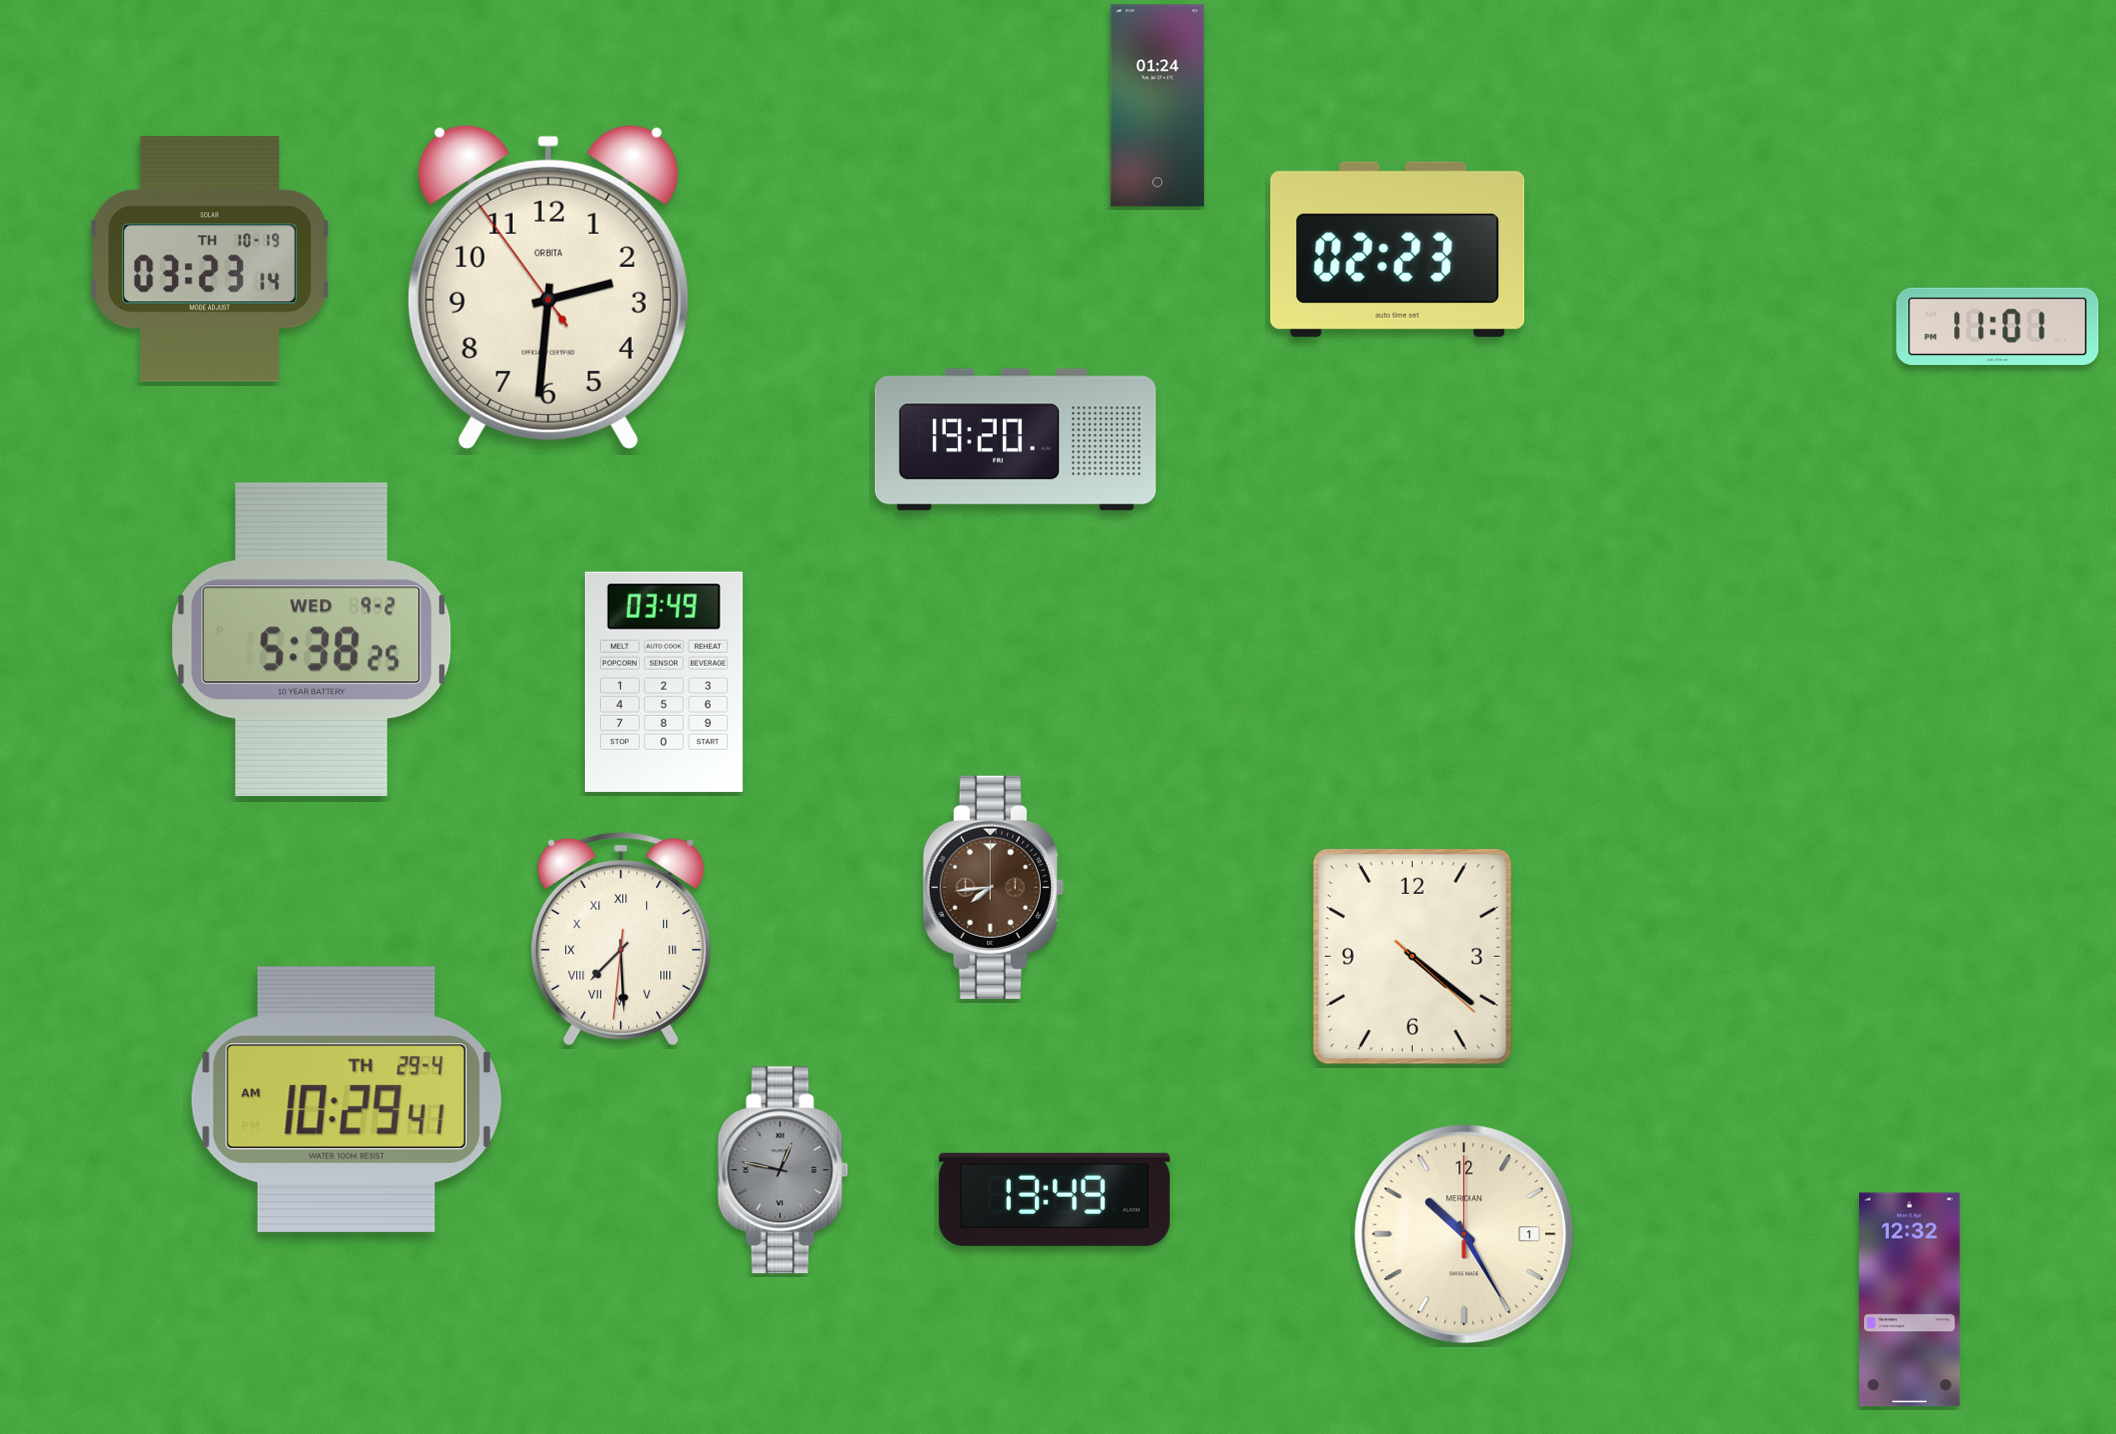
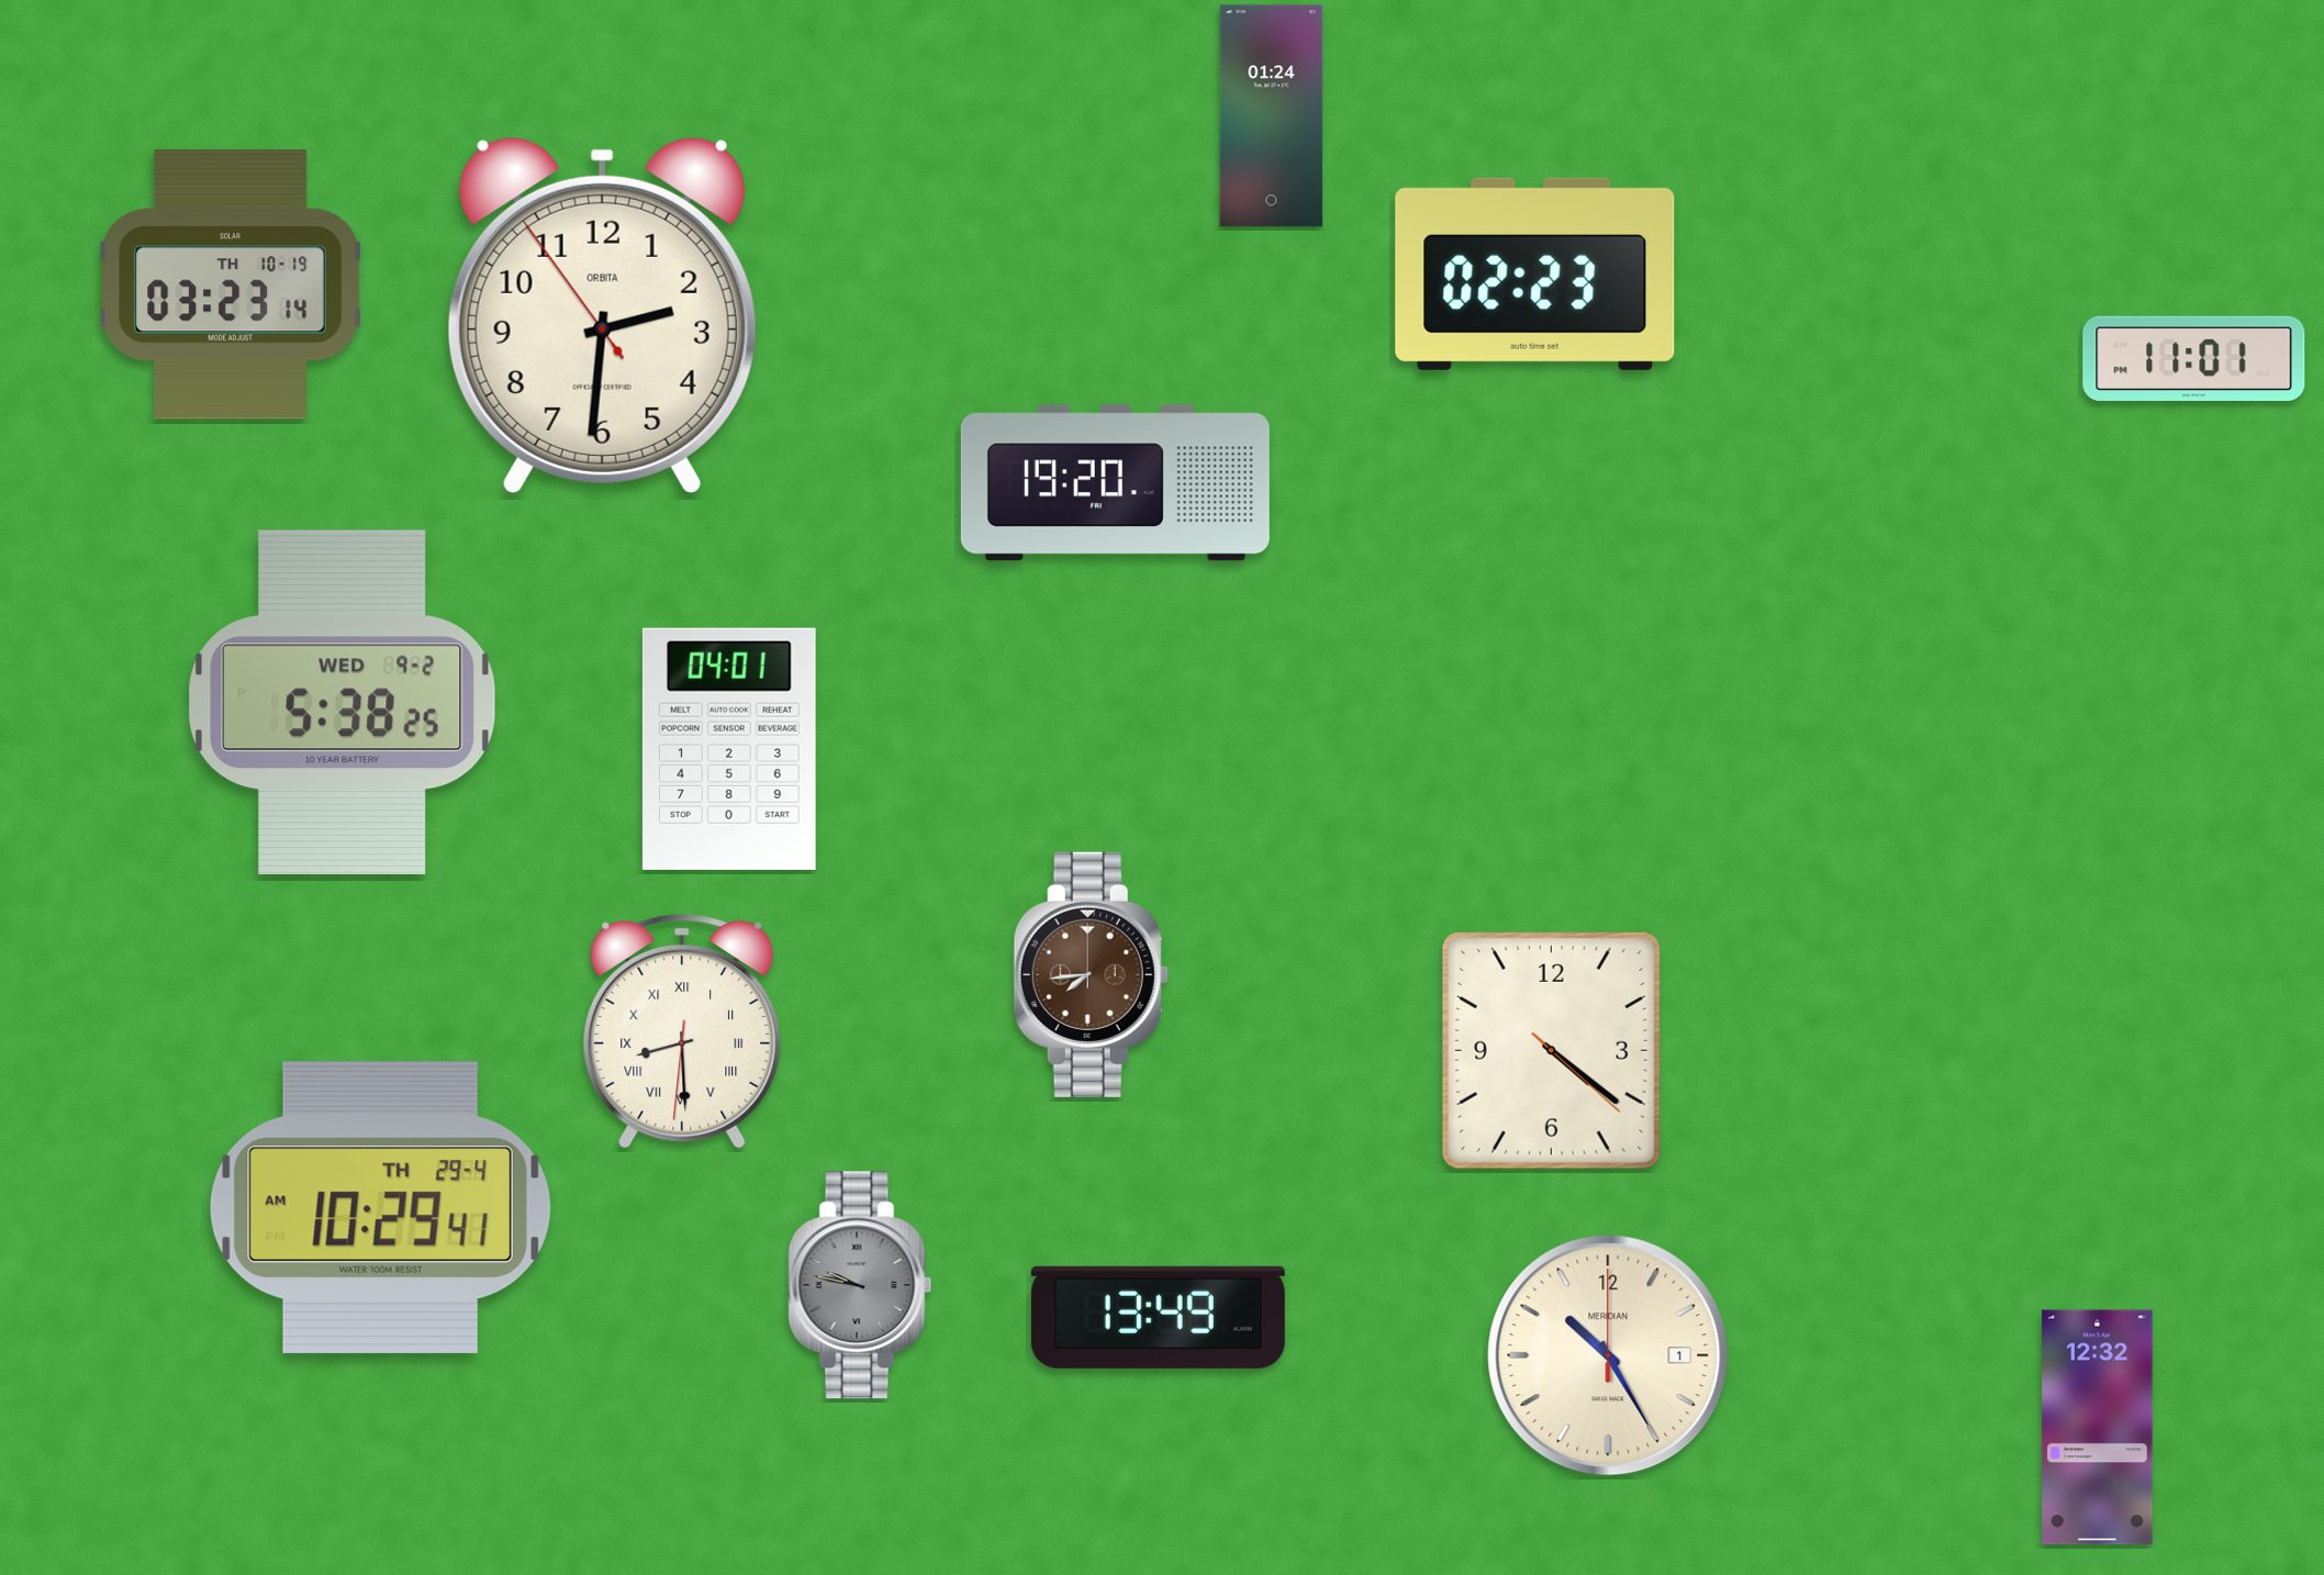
clock at (664, 682): 03:49 -> 04:01
clock at (621, 939): 7:29 -> 8:29
clock at (783, 1170): 12:47 -> 9:47
